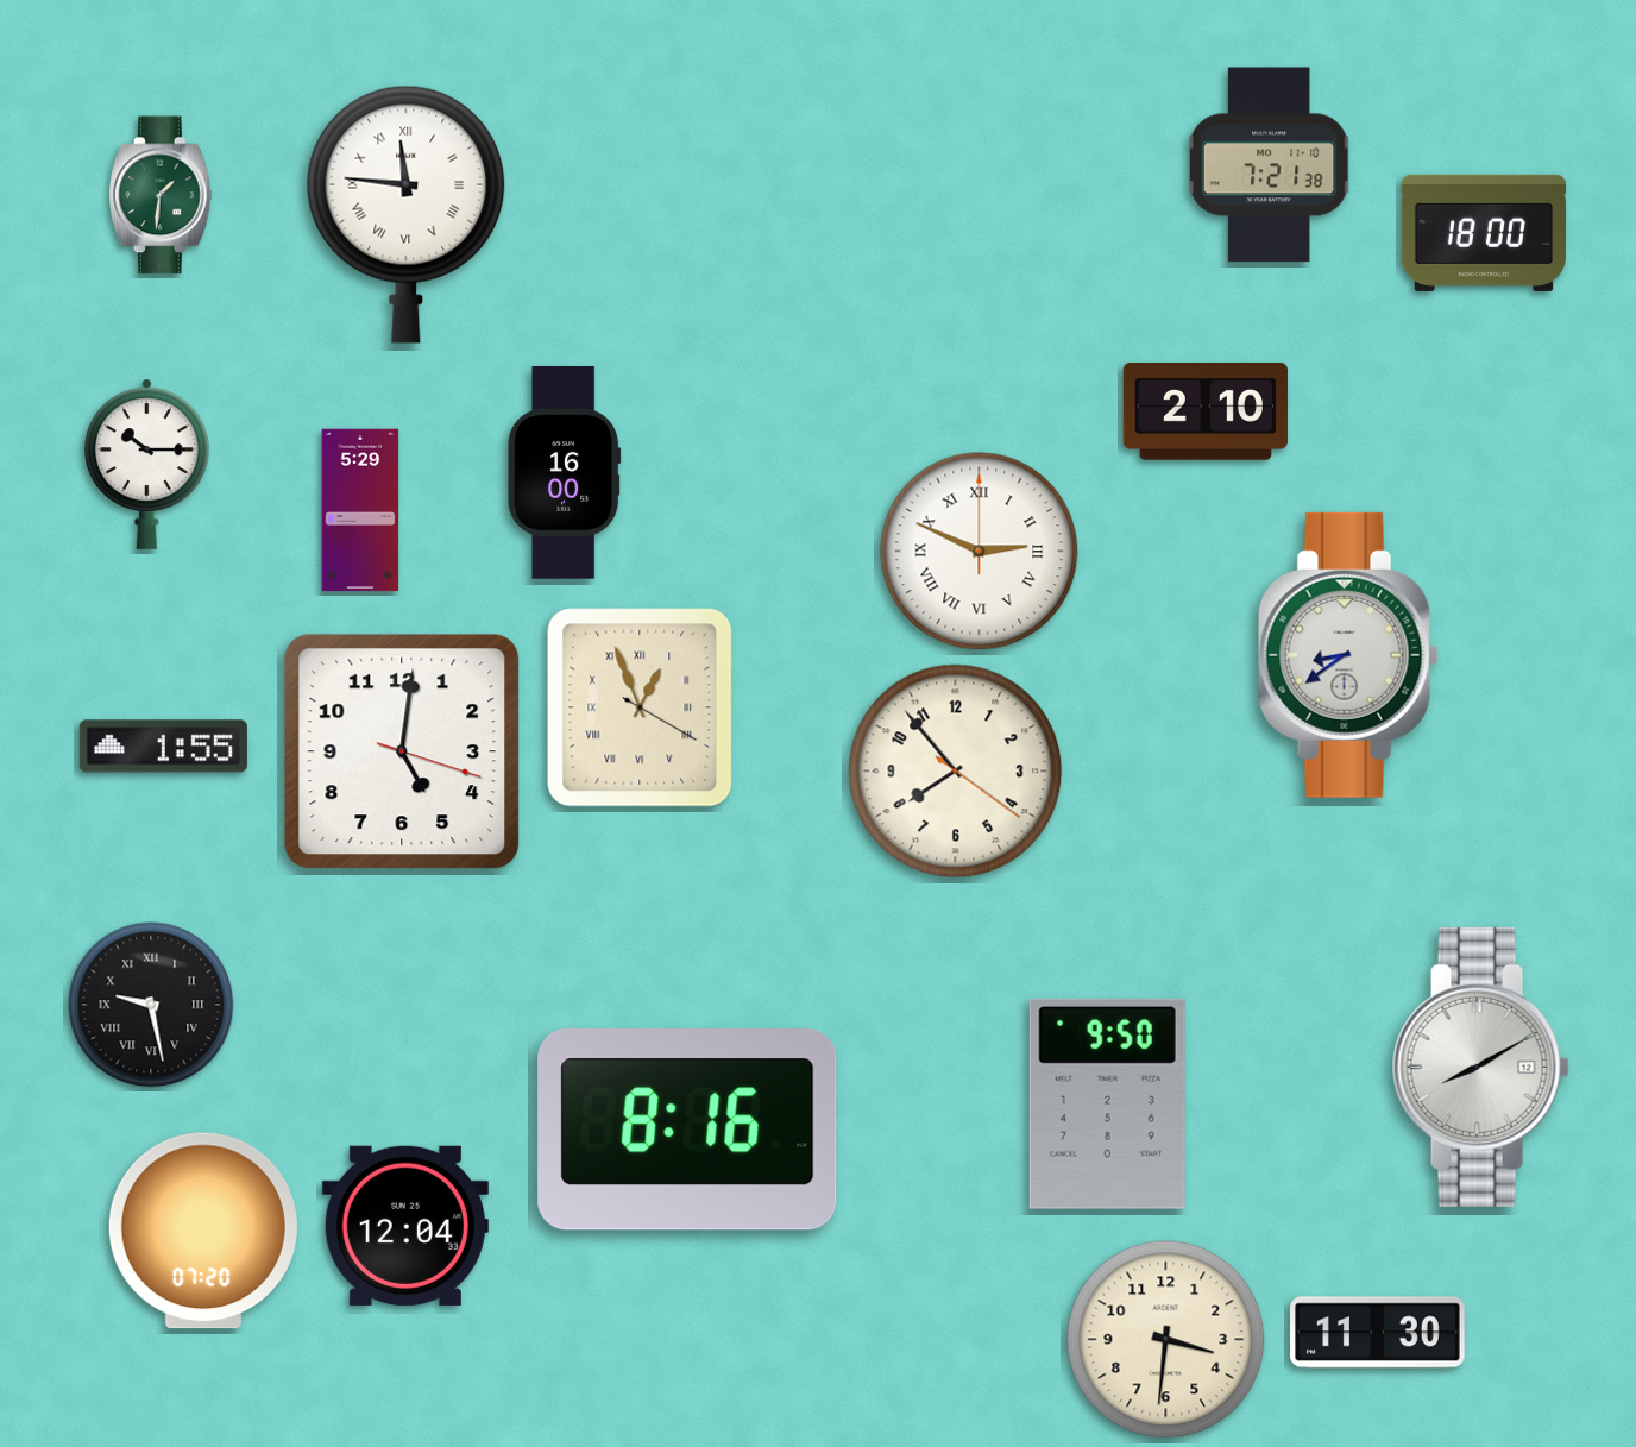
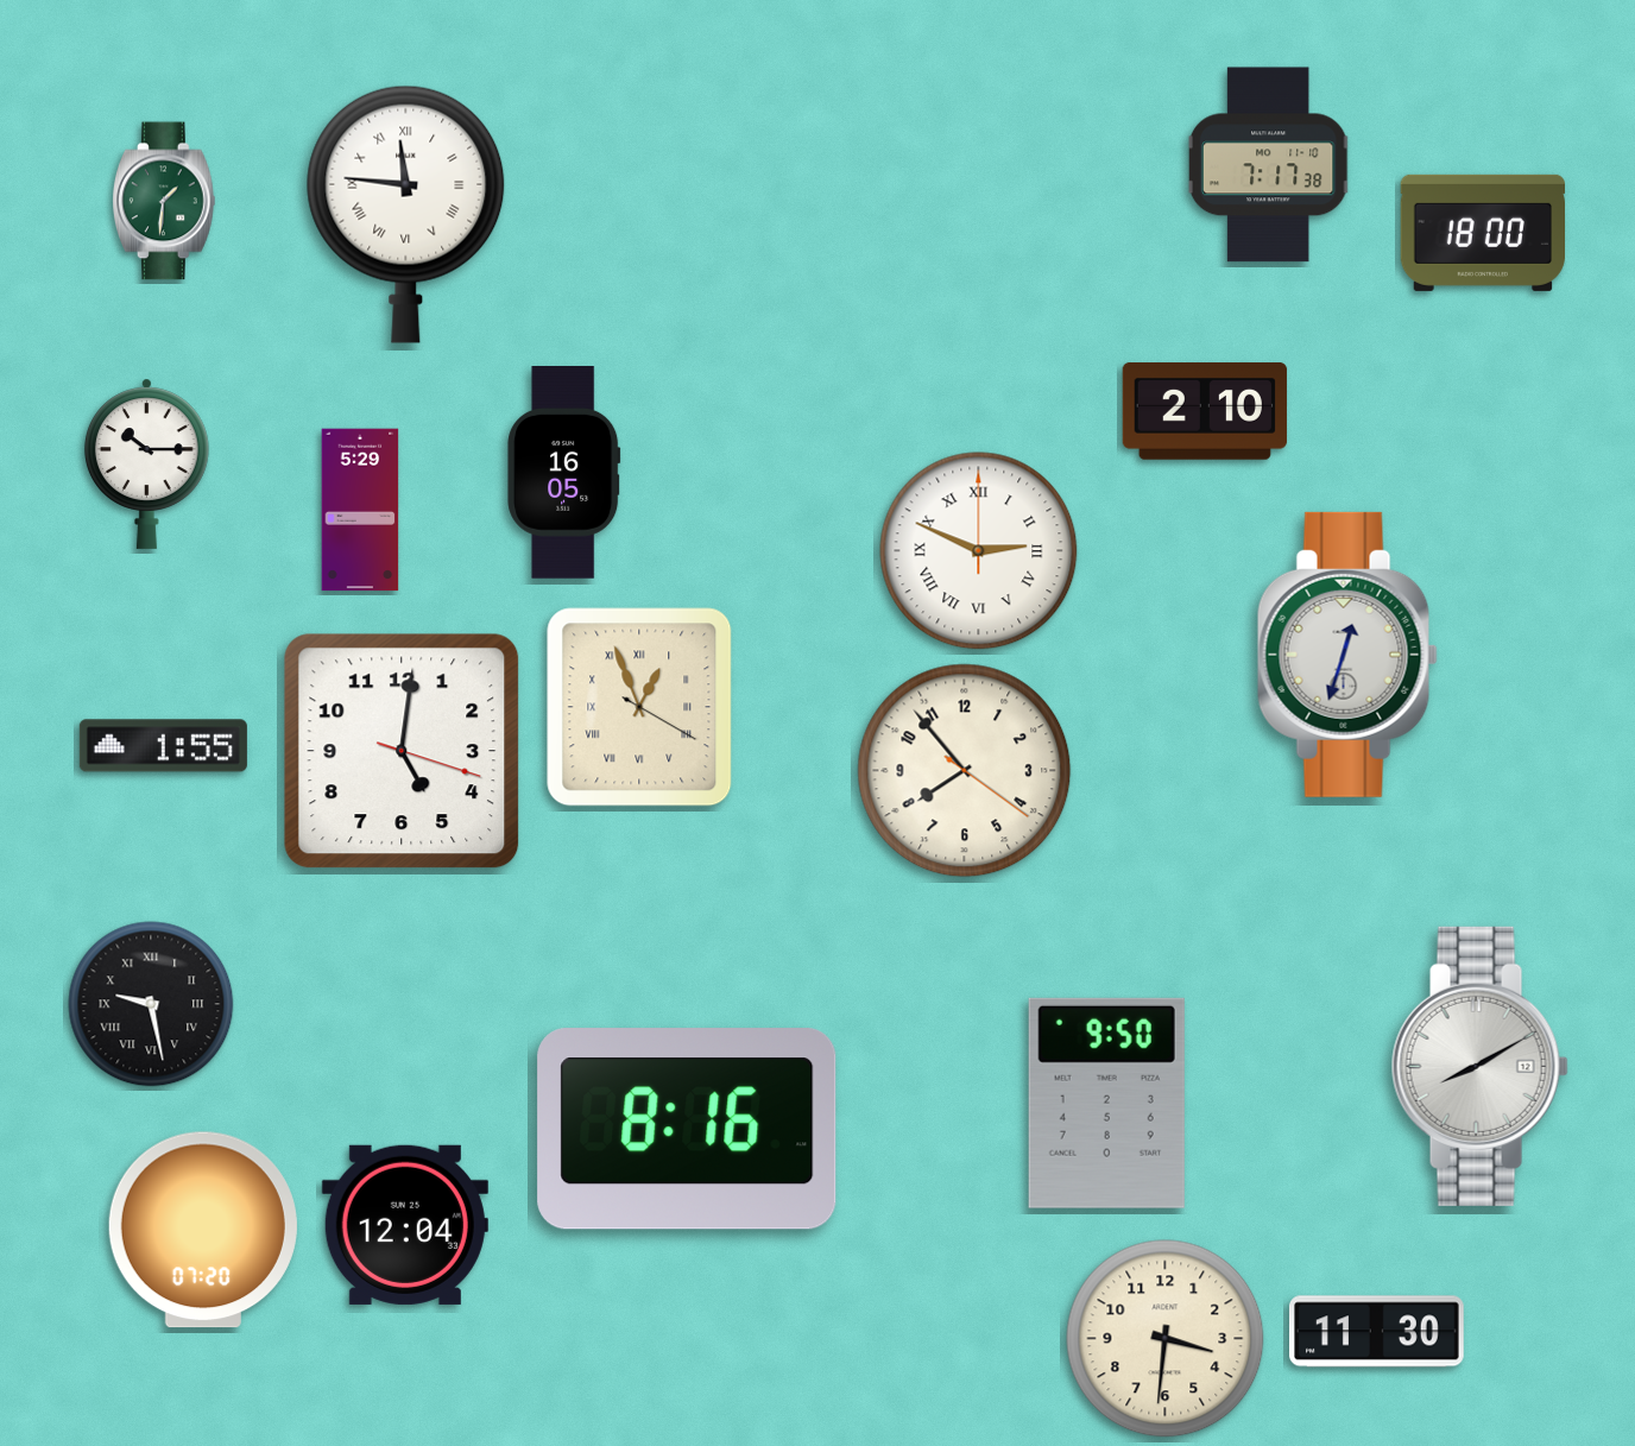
clock at (1269, 165): 7:21 -> 7:17
clock at (161, 195) position: (161, 195) -> (164, 201)
clock at (565, 473): 16:00 -> 16:05
clock at (1348, 655): 8:39 -> 12:33
clock at (956, 772) position: (956, 772) -> (965, 771)
